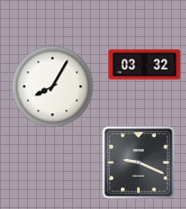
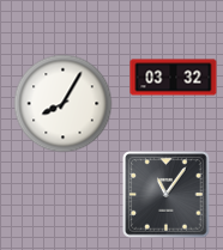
clock at (139, 163): 9:19 -> 11:06
